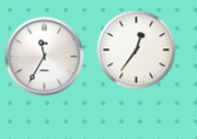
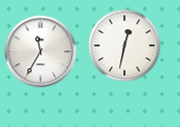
clock at (137, 50): 12:36 -> 12:32
